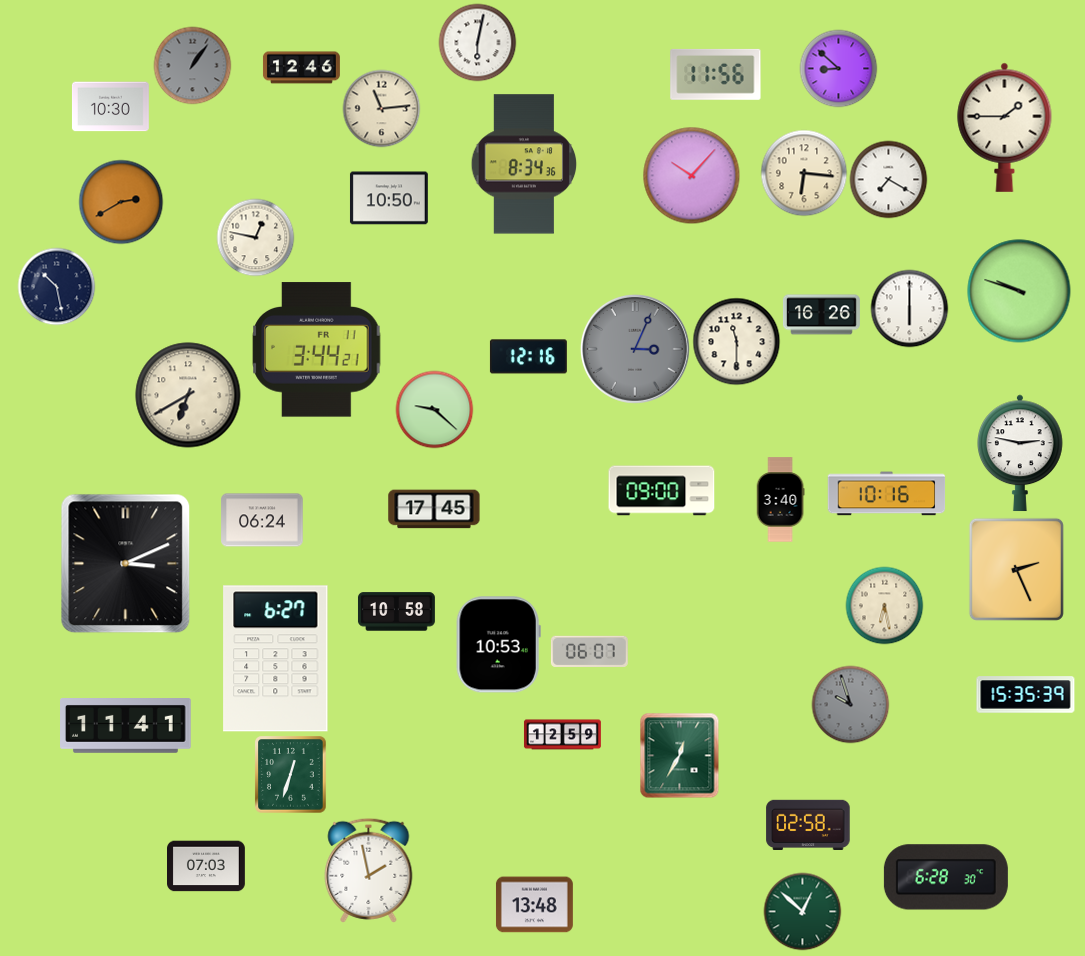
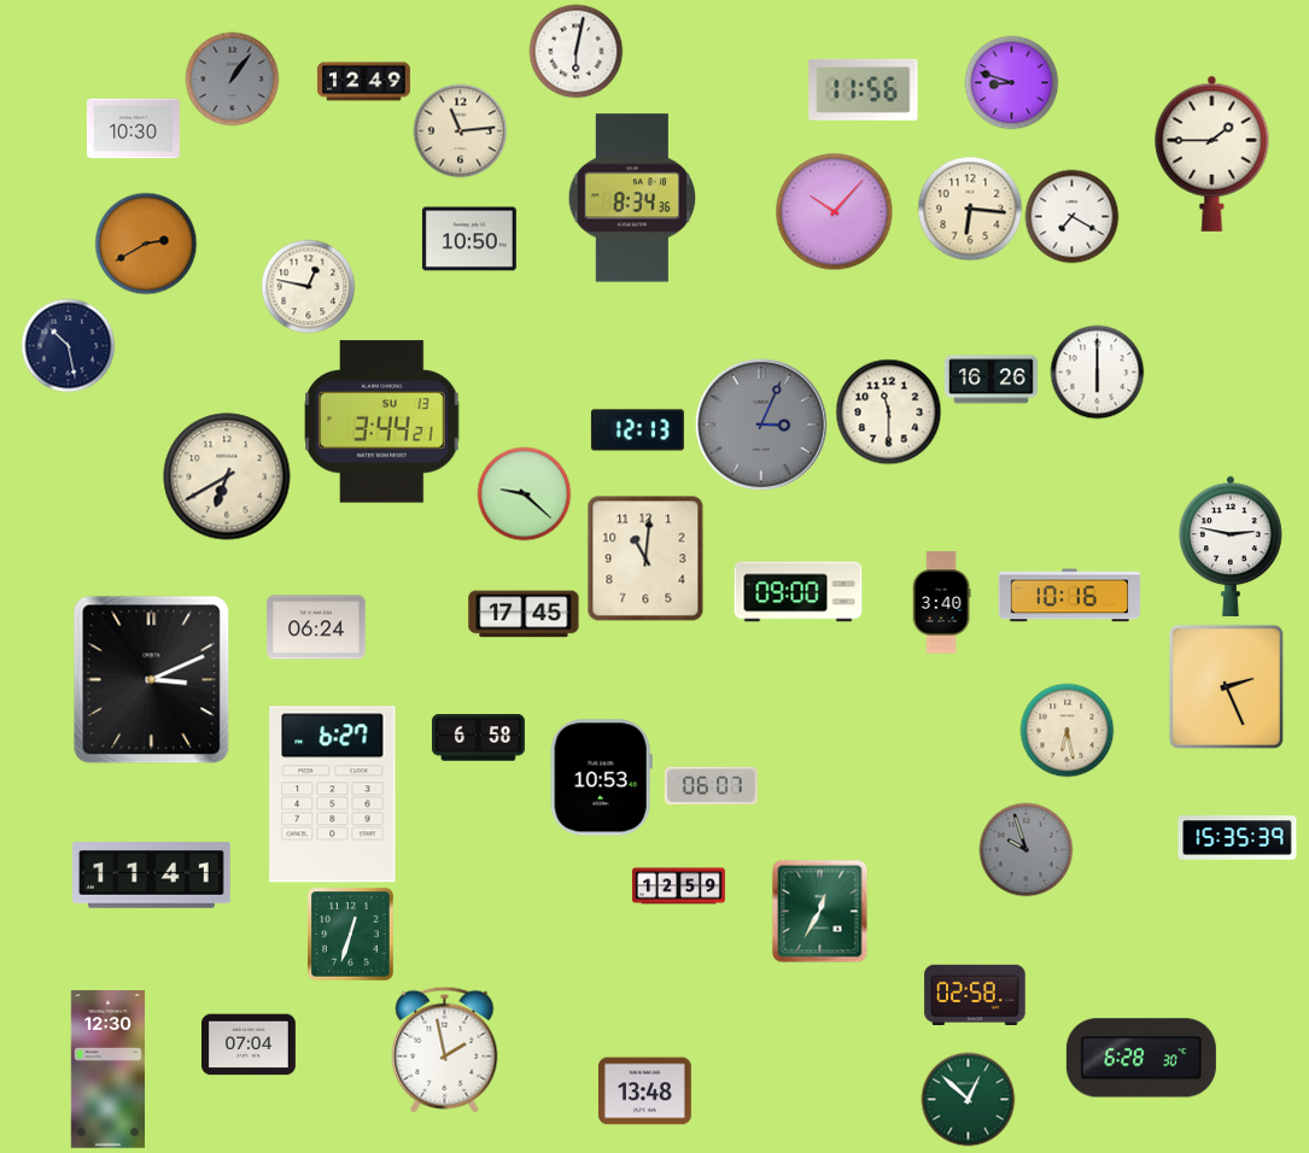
clock at (301, 68): 12:46 -> 12:49
clock at (838, 68): 8:52 -> 8:48
clock at (1019, 291): 9:48 -> none
clock at (635, 349) position: (635, 349) -> (761, 425)
clock at (317, 350) date: FR 11 -> SU 13
clock at (528, 357): 12:16 -> 12:13
clock at (645, 558): none -> 11:01
clock at (396, 612): 10:58 -> 6:58
clock at (207, 866): 07:03 -> 07:04
clock at (107, 1070): none -> 12:30
